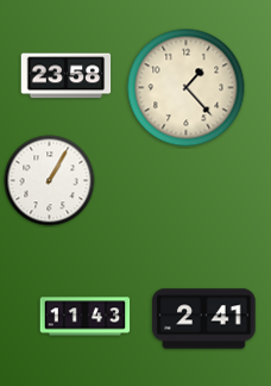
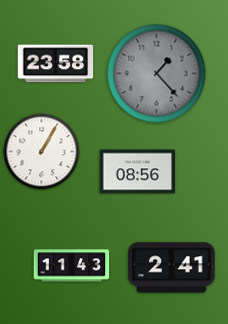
clock at (187, 88) dial: cream -> grey
clock at (138, 172): none -> 08:56
